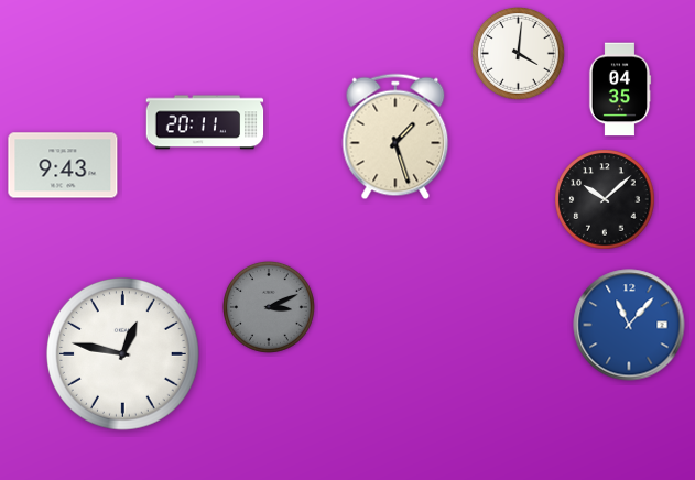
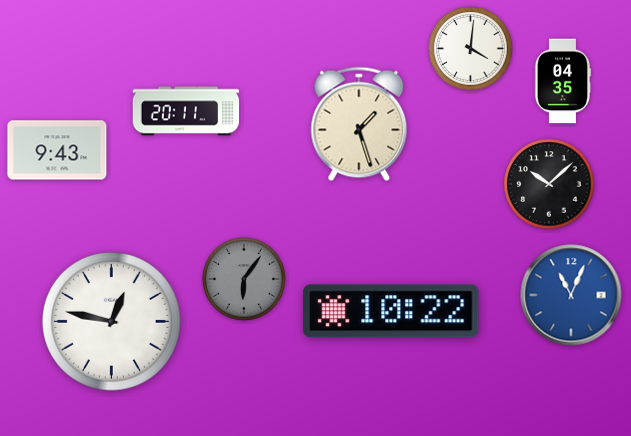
clock at (605, 199) position: (605, 199) -> (549, 184)
clock at (270, 308): 3:11 -> 6:06
clock at (629, 325): 11:07 -> 11:04
clock at (391, 311): none -> 10:22
